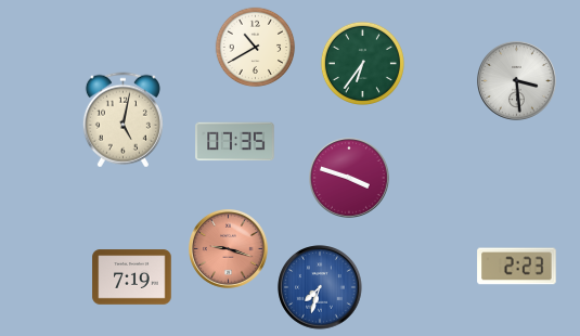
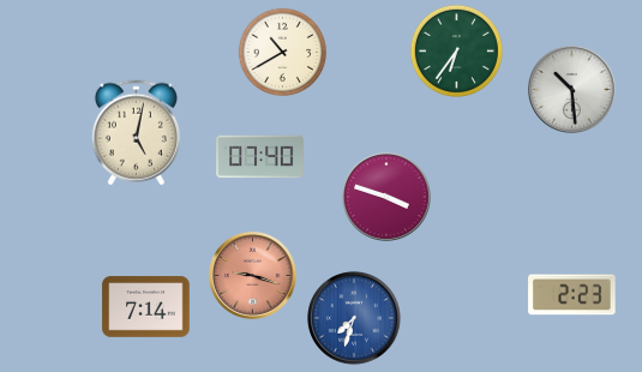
clock at (362, 63) position: (362, 63) -> (456, 50)
clock at (517, 81): 3:29 -> 10:29
clock at (235, 142): 07:35 -> 07:40
clock at (132, 277): 7:19 -> 7:14
